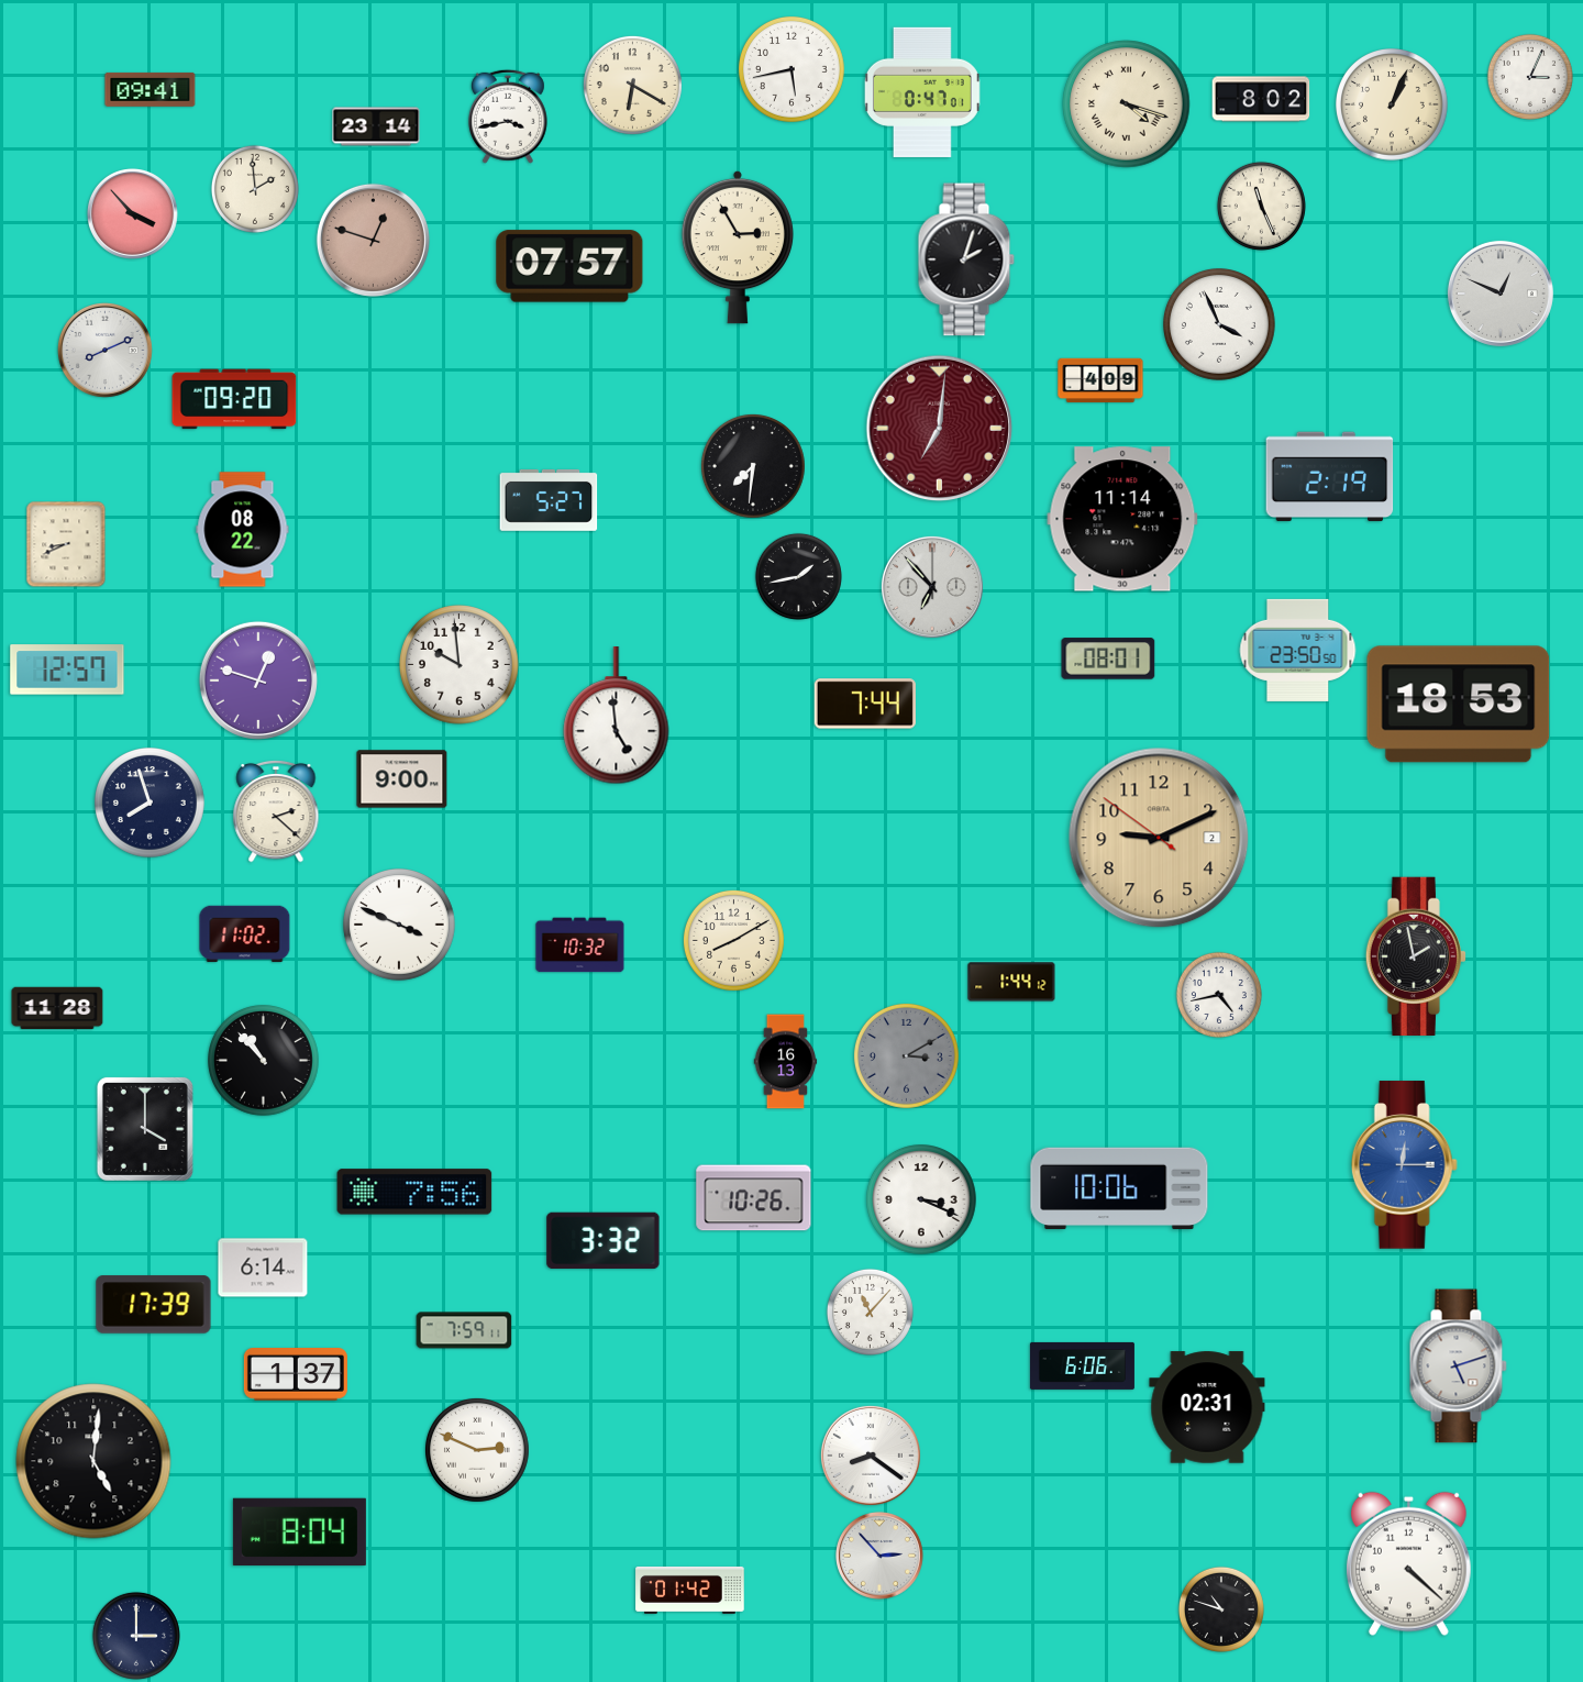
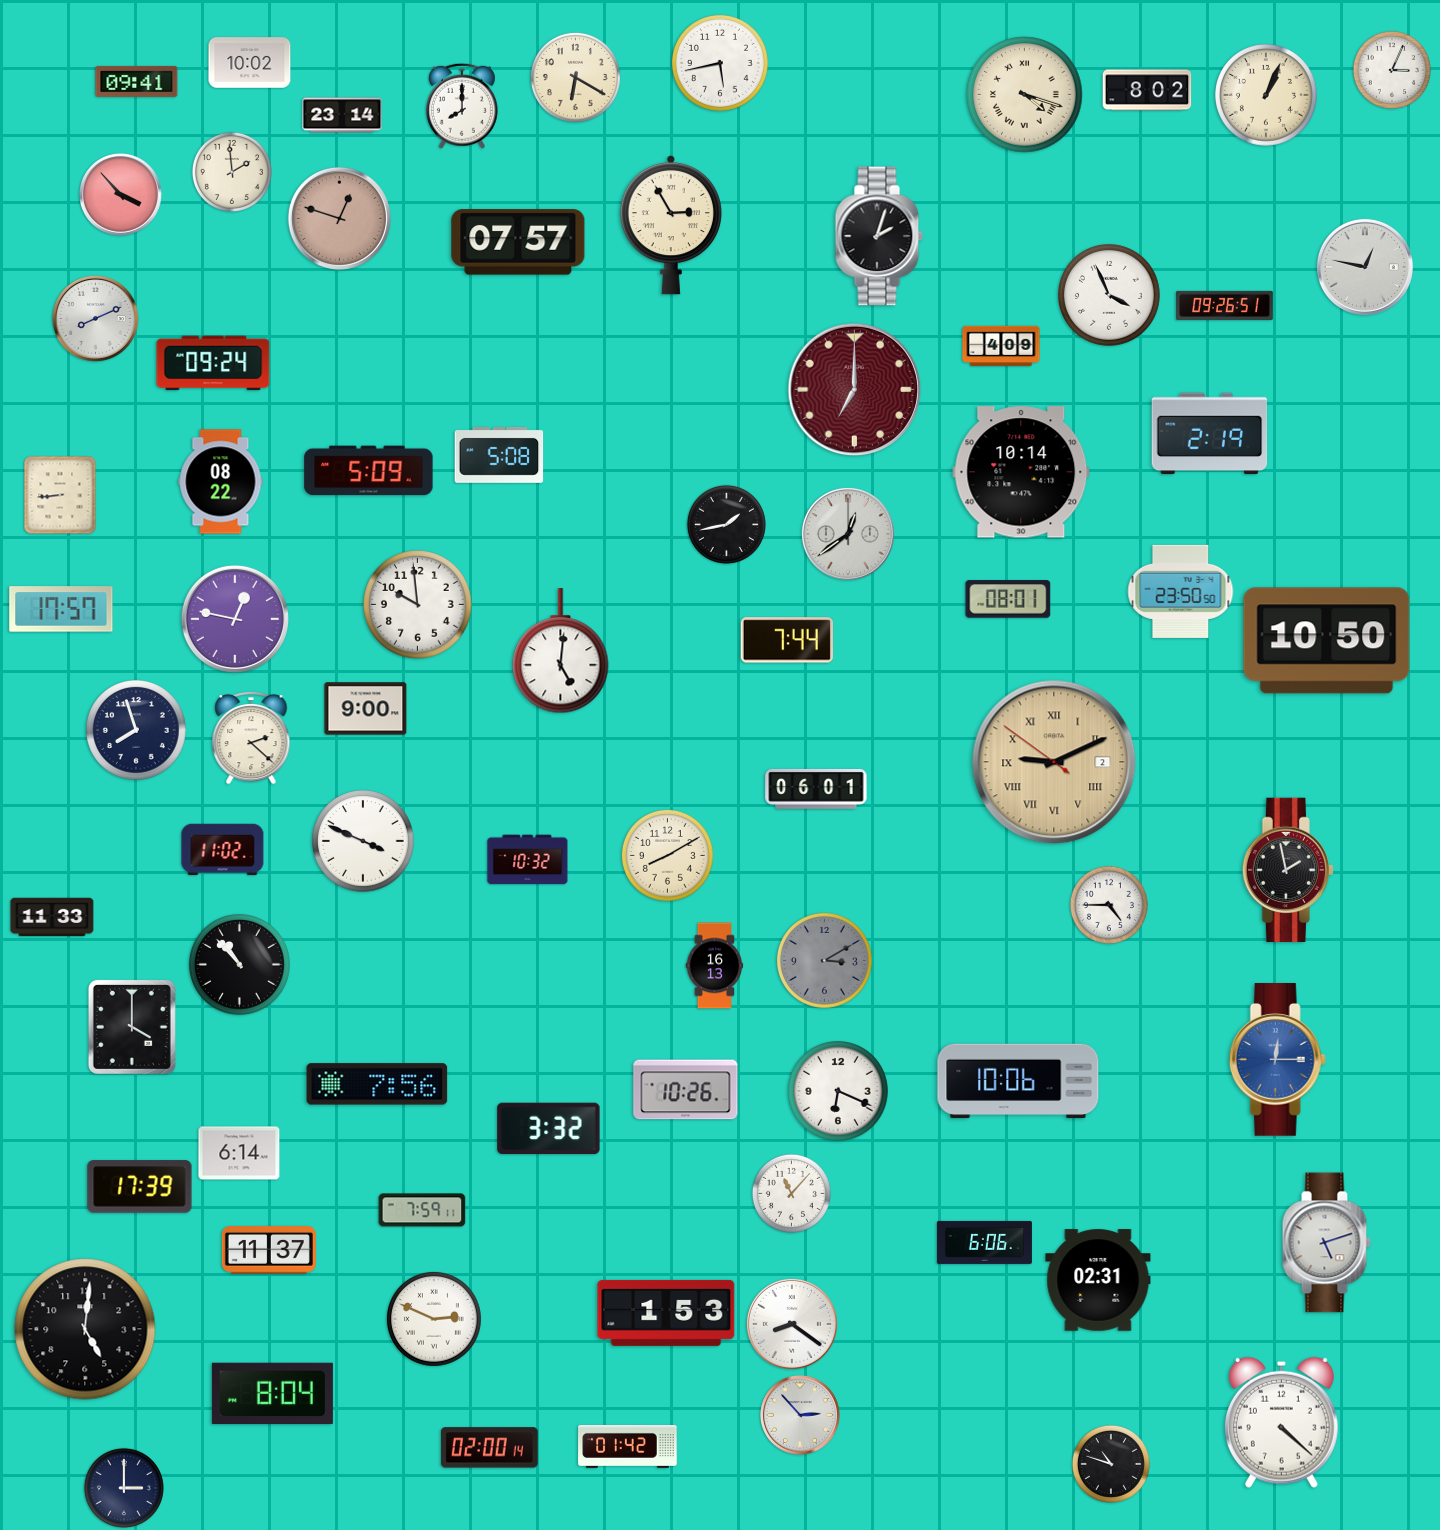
clock at (250, 63): none -> 10:02
clock at (922, 91): 0:47 -> none
clock at (508, 117): 3:43 -> 8:00
clock at (1261, 206): 11:26 -> none
clock at (1501, 294): 12:49 -> 12:47
clock at (1225, 305): none -> 09:26
clock at (234, 399): 09:20 -> 09:24
clock at (940, 429): 7:01 -> 7:00
clock at (753, 466): 7:31 -> none
clock at (549, 500): 5:27 -> 5:08
clock at (369, 471): none -> 5:09
clock at (1122, 519): 11:14 -> 10:14
clock at (66, 544): 8:41 -> 8:44
clock at (932, 587): 6:53 -> 12:39
clock at (67, 670): 12:57 -> 17:57
clock at (258, 680): 12:48 -> 12:47
clock at (1459, 705): 18:53 -> 10:50
clock at (617, 717): 4:59 -> 5:01
clock at (1159, 838) numerals: Arabic -> Roman
clock at (816, 789): none -> 06:01
clock at (1011, 982): 1:44 -> none
clock at (1219, 995): 4:43 -> 4:45
clock at (57, 1008): 11:28 -> 11:33
clock at (922, 1200): 3:19 -> 6:19
clock at (296, 1375): 1:37 -> 11:37
clock at (666, 1313): none -> 1:53
clock at (489, 1448): none -> 02:00
